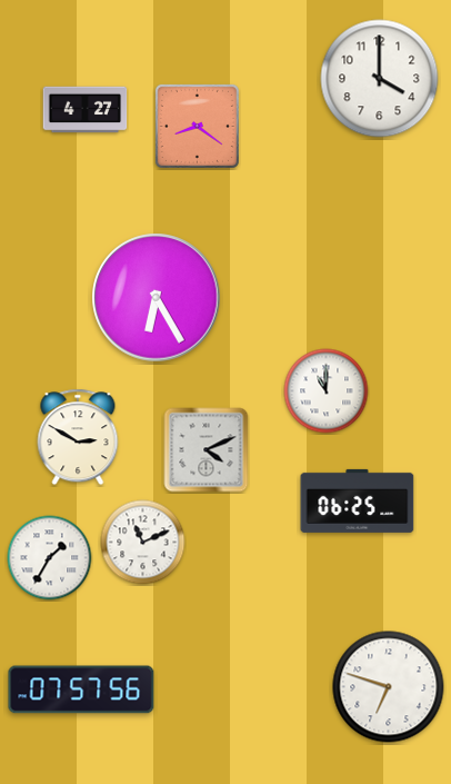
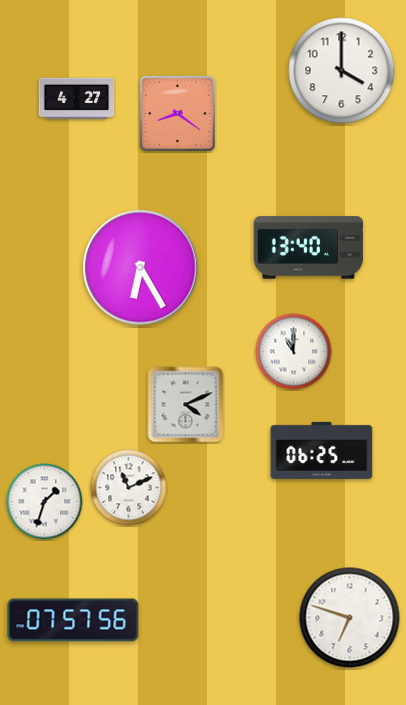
clock at (308, 248): none -> 13:40
clock at (78, 437): 2:50 -> none
clock at (50, 558): 1:35 -> 1:33
